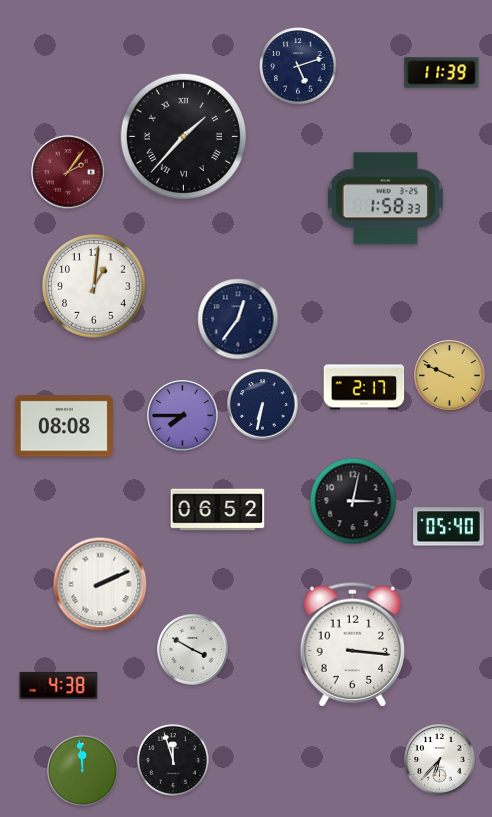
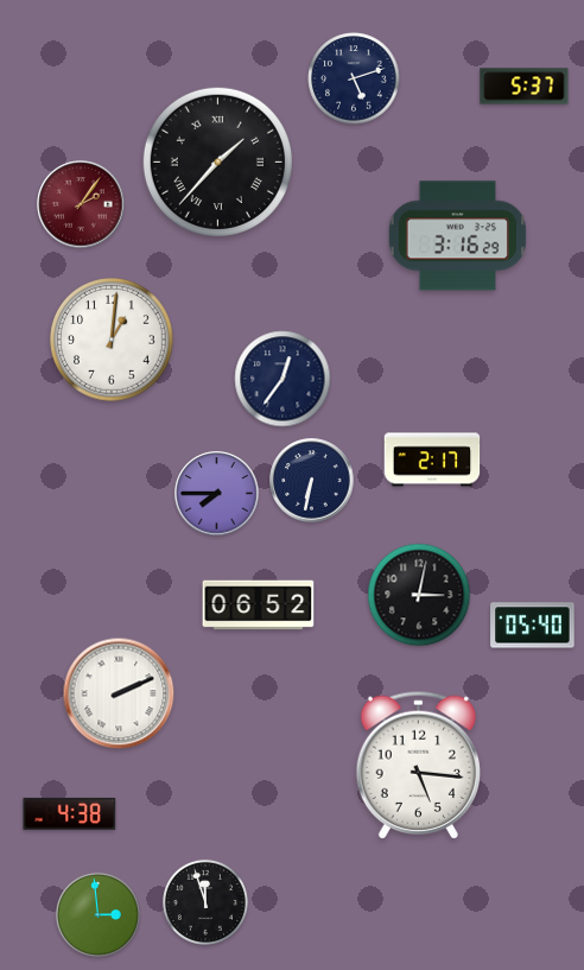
clock at (442, 73): 11:39 -> 5:37
clock at (385, 199): 1:58 -> 3:16
clock at (450, 376): 9:49 -> none
clock at (64, 426): 08:08 -> none
clock at (352, 644): 3:16 -> 5:16
clock at (193, 650): 3:50 -> none
clock at (440, 760): 6:37 -> none
clock at (82, 770): 11:59 -> 2:59
